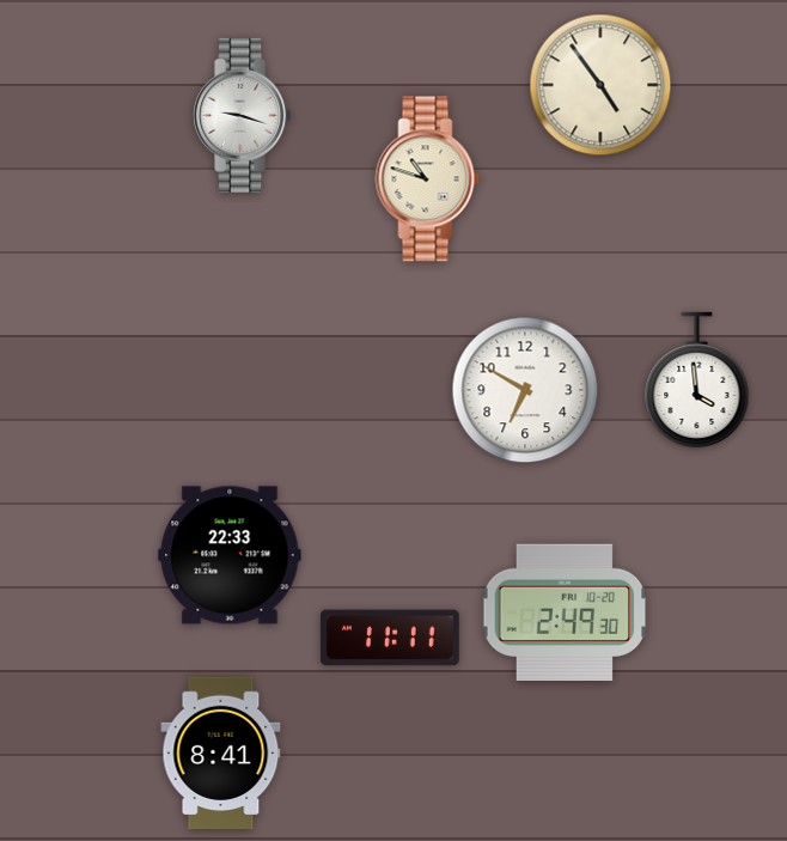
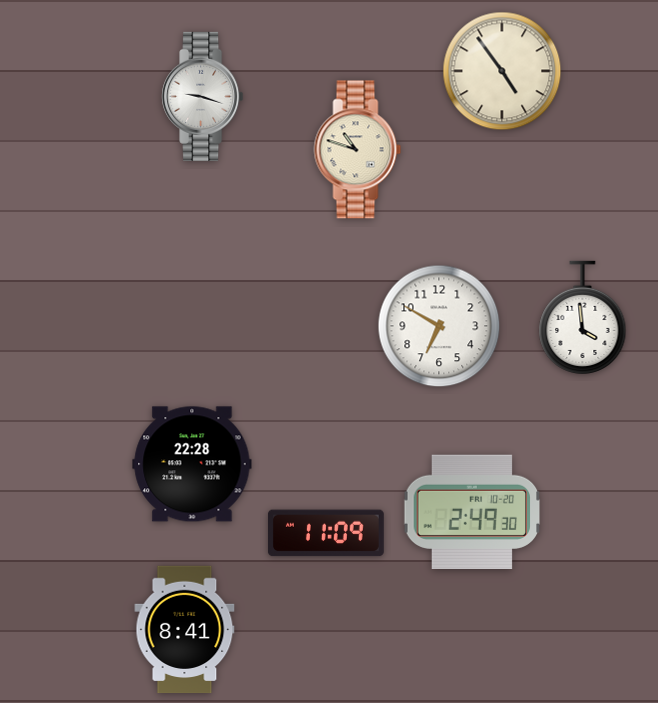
clock at (230, 555): 22:33 -> 22:28
clock at (390, 638): 11:11 -> 11:09
